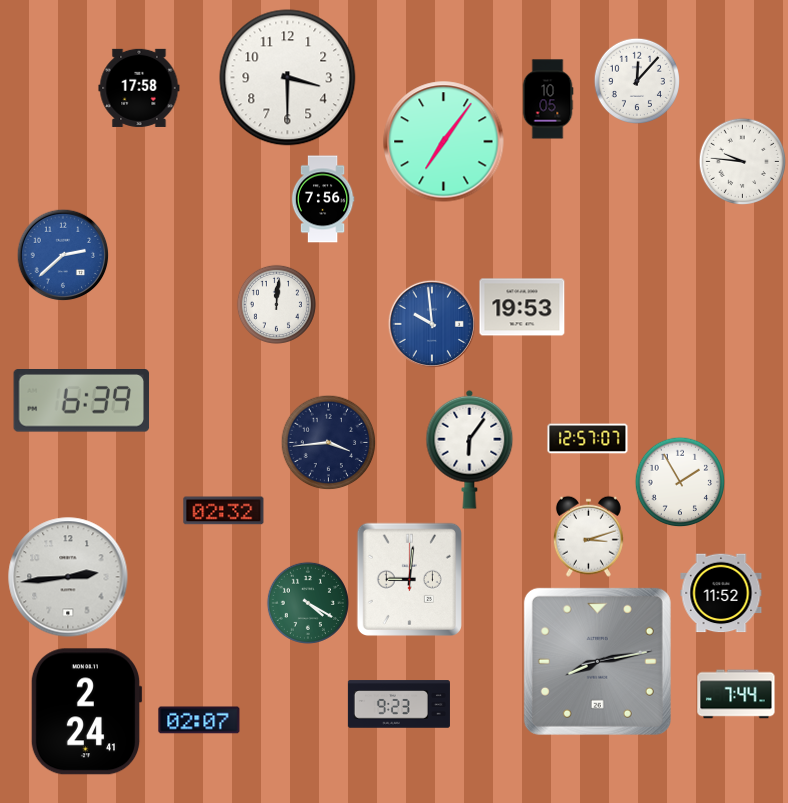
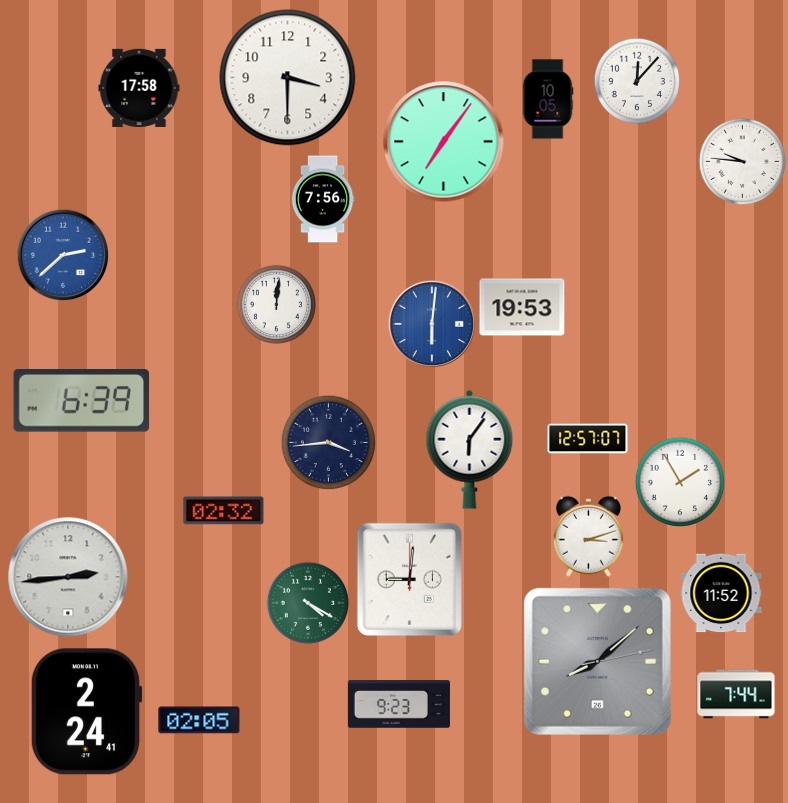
clock at (431, 323): 9:59 -> 6:01
clock at (597, 661): 8:13 -> 8:08
clock at (199, 720): 02:07 -> 02:05
